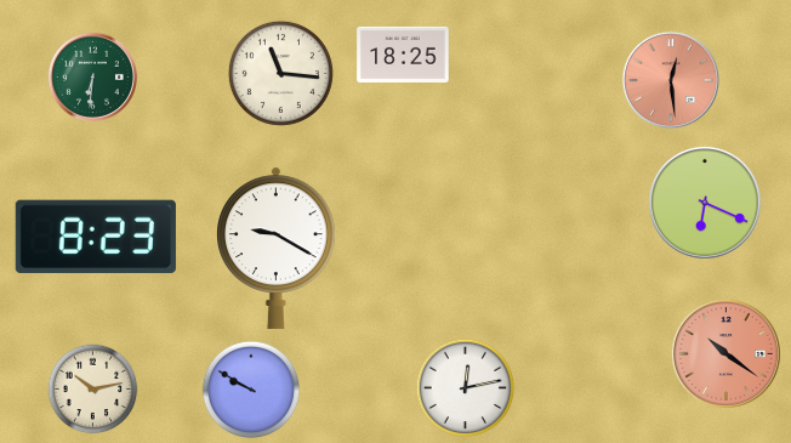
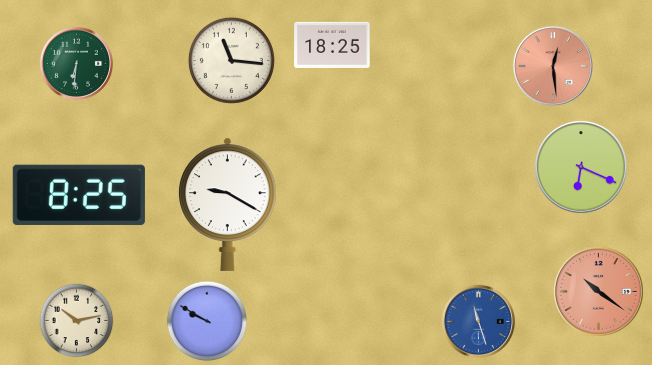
clock at (96, 237): 8:23 -> 8:25
clock at (466, 388): 12:13 -> none
clock at (478, 321): none -> 11:27
